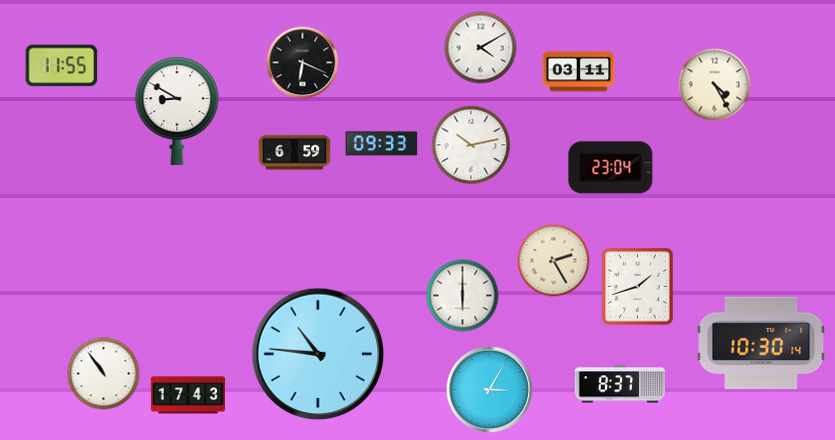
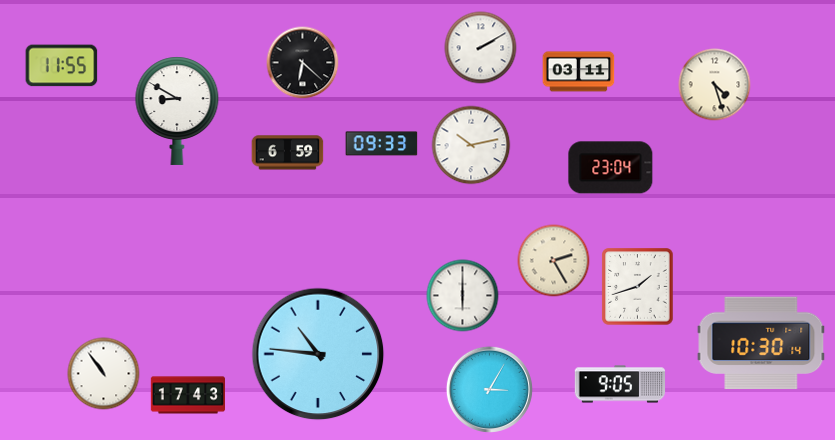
clock at (481, 48): 4:10 -> 2:10
clock at (303, 63): 6:19 -> 6:22
clock at (715, 85): 4:25 -> 4:27
clock at (295, 153) position: (295, 153) -> (288, 153)
clock at (620, 384): 8:37 -> 9:05
